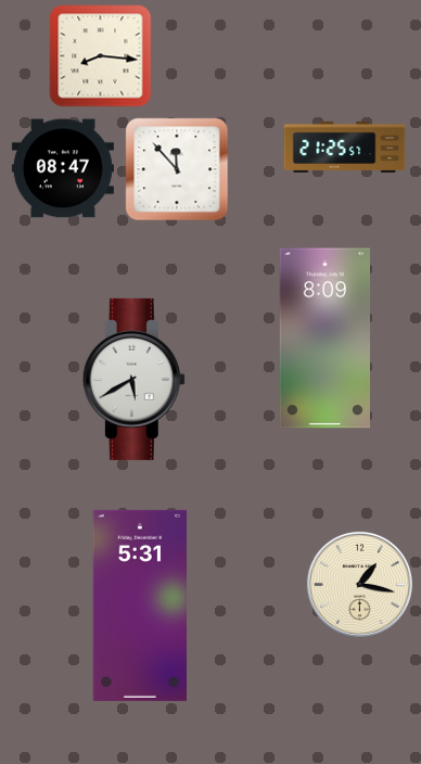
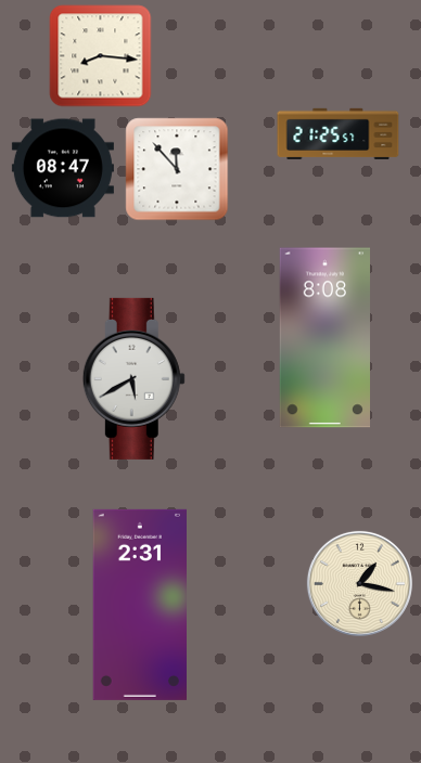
clock at (345, 147) position: (345, 147) -> (339, 133)
clock at (326, 339): 8:09 -> 8:08
clock at (139, 606): 5:31 -> 2:31
